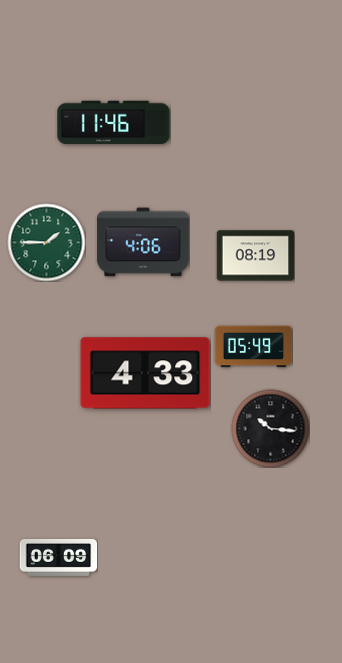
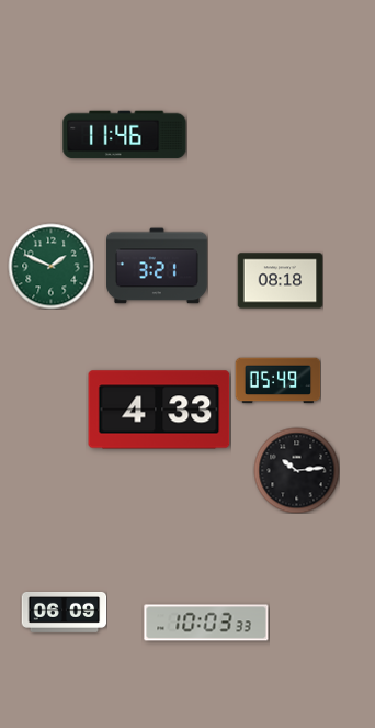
clock at (46, 242): 1:45 -> 1:49
clock at (144, 242): 4:06 -> 3:21
clock at (255, 256): 08:19 -> 08:18
clock at (270, 428): 10:16 -> 10:14
clock at (206, 623): none -> 10:03
